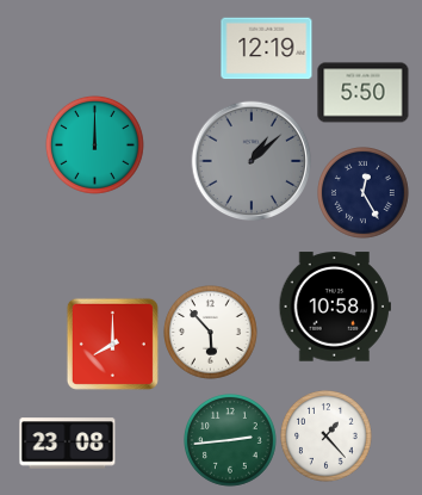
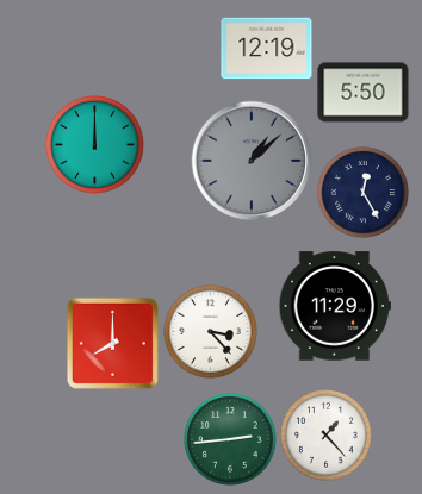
clock at (335, 307): 10:58 -> 11:29
clock at (211, 333): 5:53 -> 3:23
clock at (68, 444): 23:08 -> none
